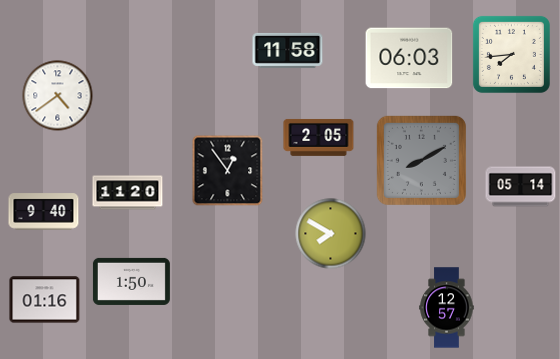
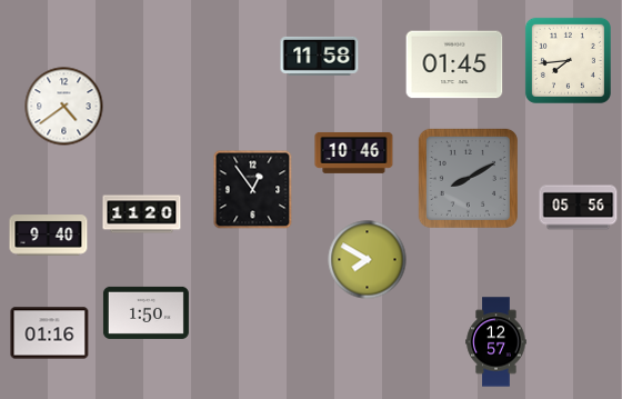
clock at (409, 58): 06:03 -> 01:45
clock at (319, 137): 2:05 -> 10:46
clock at (521, 187): 05:14 -> 05:56
